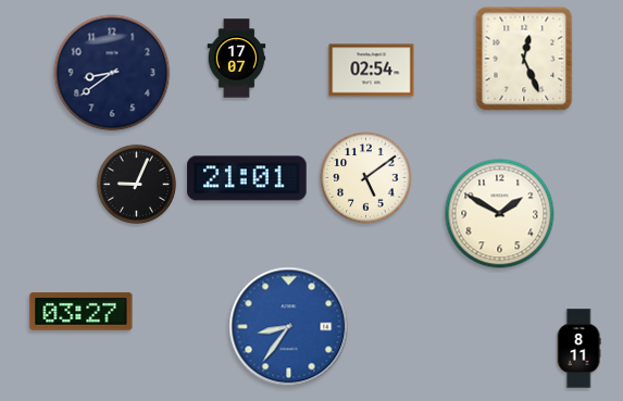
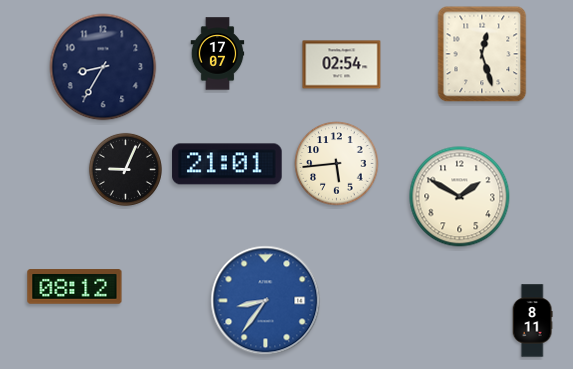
clock at (524, 59): 12:26 -> 12:27
clock at (112, 73): 8:39 -> 8:35
clock at (366, 178): 5:09 -> 5:44
clock at (82, 312): 03:27 -> 08:12
